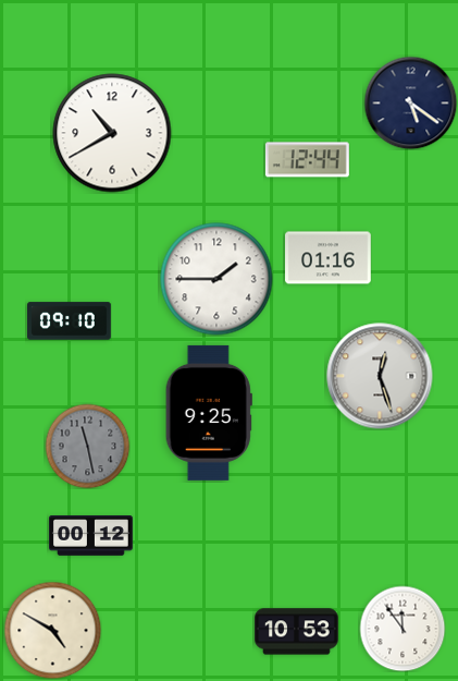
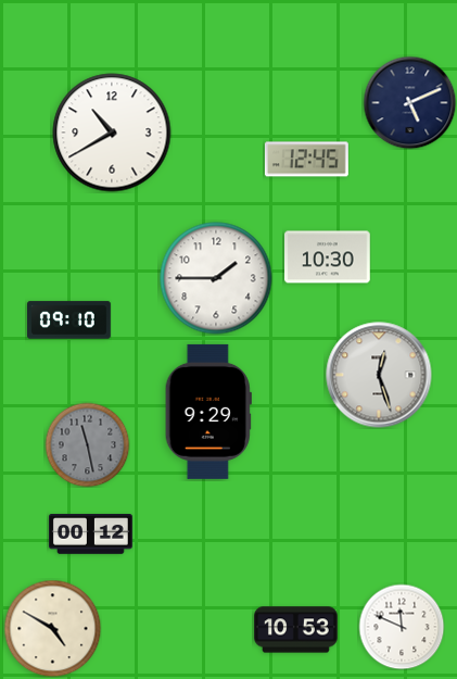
clock at (410, 102): 5:21 -> 5:11
clock at (307, 160): 12:44 -> 12:45
clock at (329, 258): 01:16 -> 10:30
clock at (209, 413): 9:25 -> 9:29
clock at (403, 629): 11:54 -> 11:49
